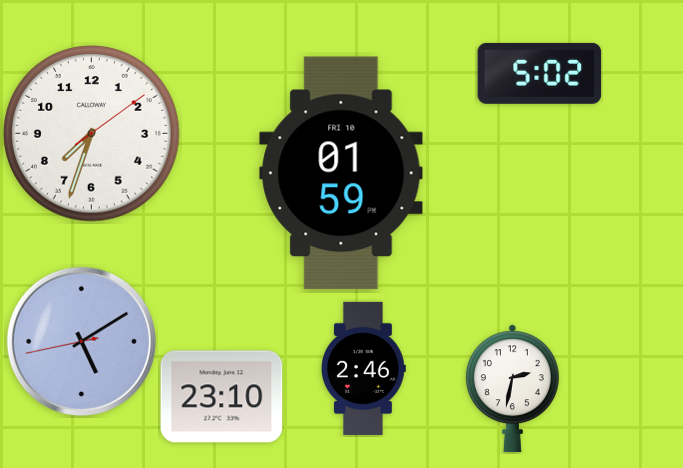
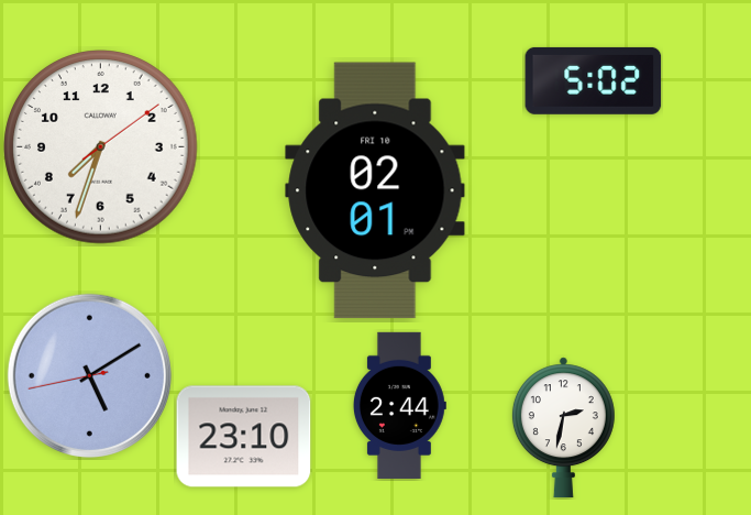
clock at (341, 173): 01:59 -> 02:01
clock at (363, 368): 2:46 -> 2:44
